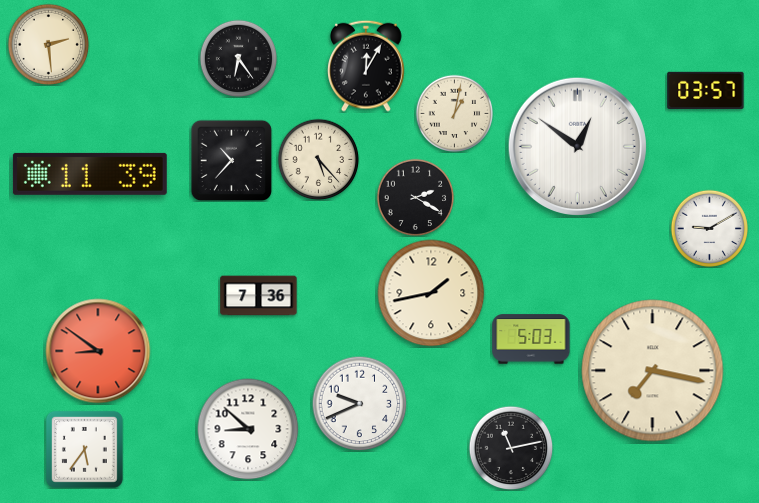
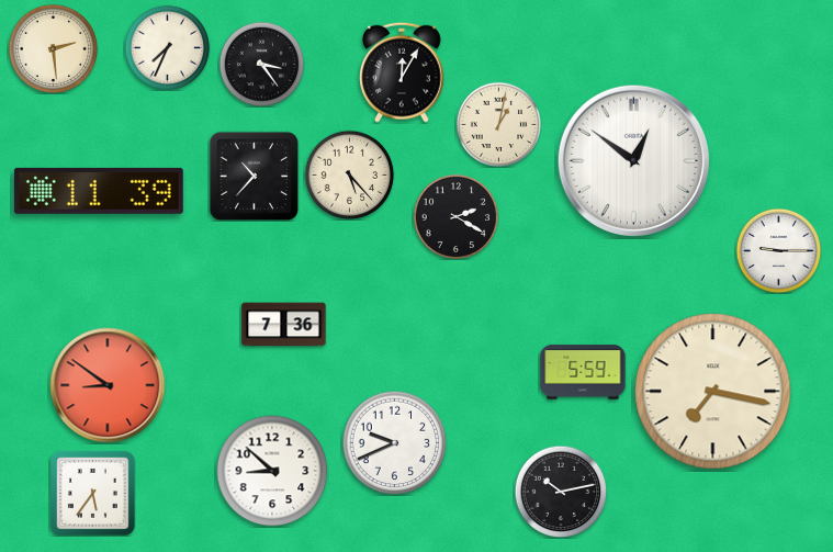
clock at (167, 47): none -> 7:34
clock at (238, 58): 6:24 -> 3:24
clock at (706, 90): 03:57 -> none
clock at (709, 228): 9:10 -> 9:15
clock at (431, 293): 1:43 -> none
clock at (531, 339): 5:03 -> 5:59
clock at (653, 371) position: (653, 371) -> (713, 392)
clock at (511, 448): 11:13 -> 10:13
